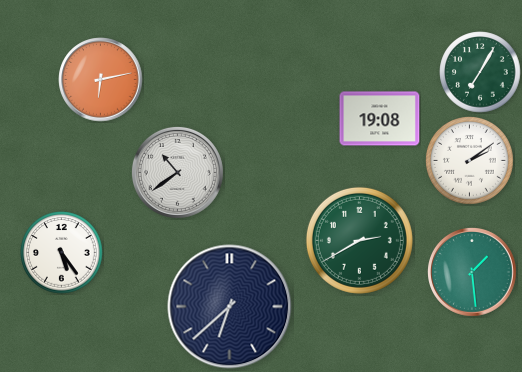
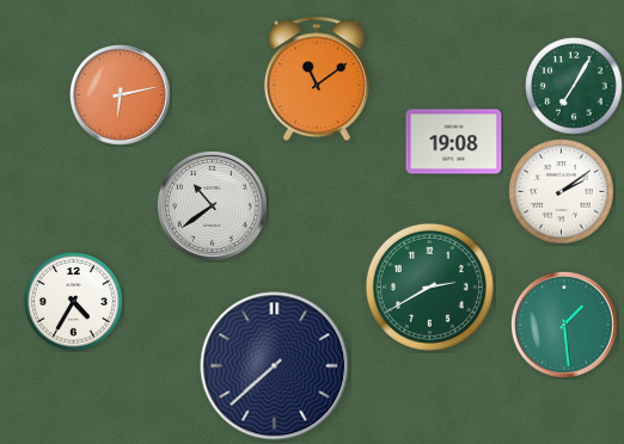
clock at (317, 79): none -> 11:09
clock at (62, 253): 5:24 -> 4:35
clock at (230, 307): 6:38 -> 7:38
